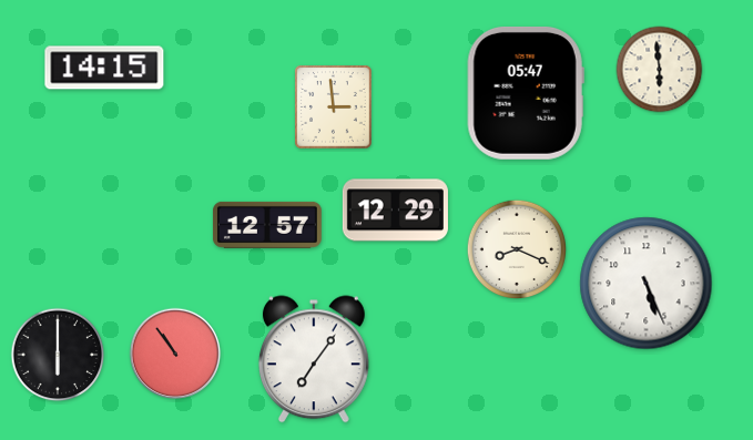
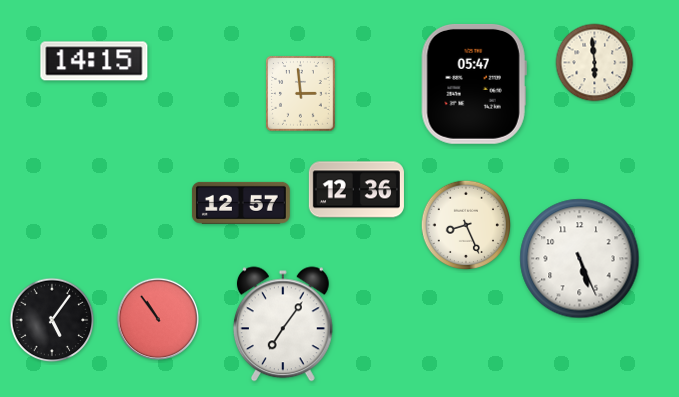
clock at (334, 108) position: (334, 108) -> (301, 94)
clock at (395, 211): 12:29 -> 12:36
clock at (517, 249): 8:19 -> 8:26
clock at (647, 284) position: (647, 284) -> (580, 259)
clock at (58, 355): 6:00 -> 5:06
